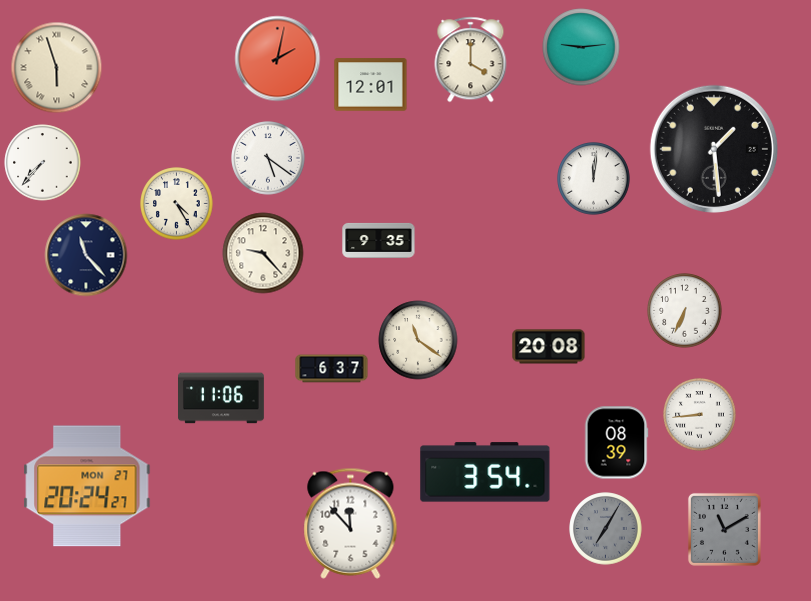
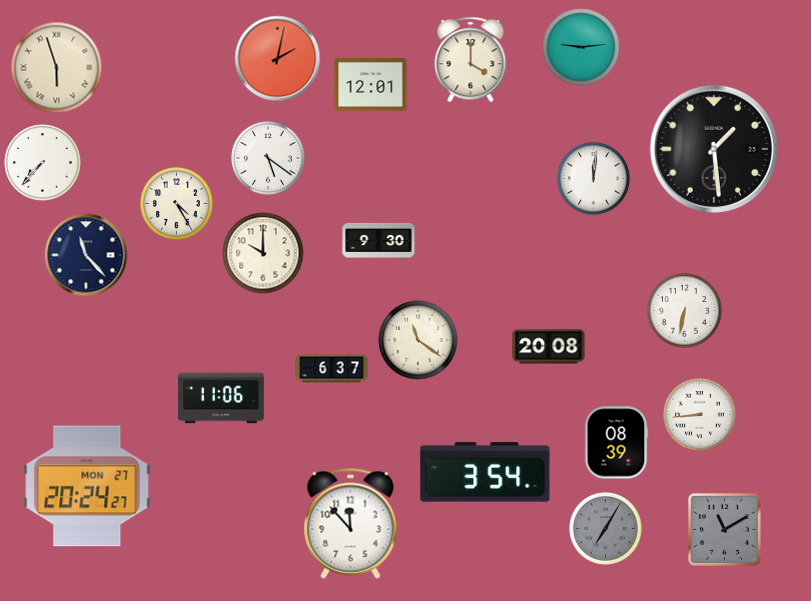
clock at (379, 240): 9:35 -> 9:30
clock at (263, 253): 9:23 -> 10:00
clock at (685, 311): 6:34 -> 6:32
